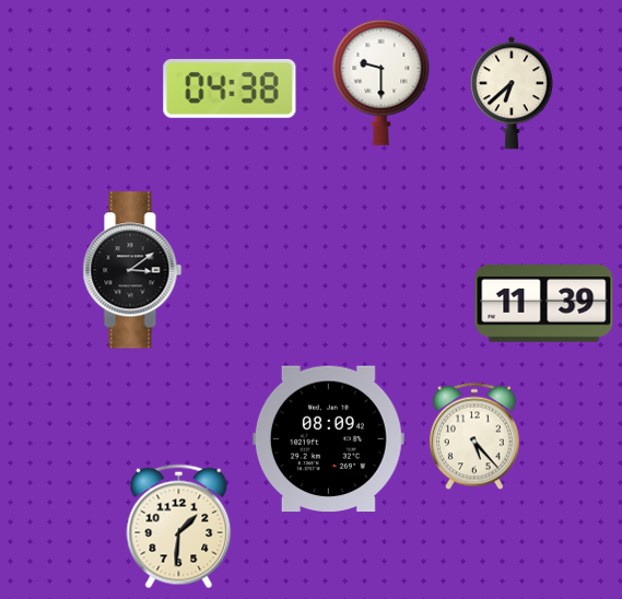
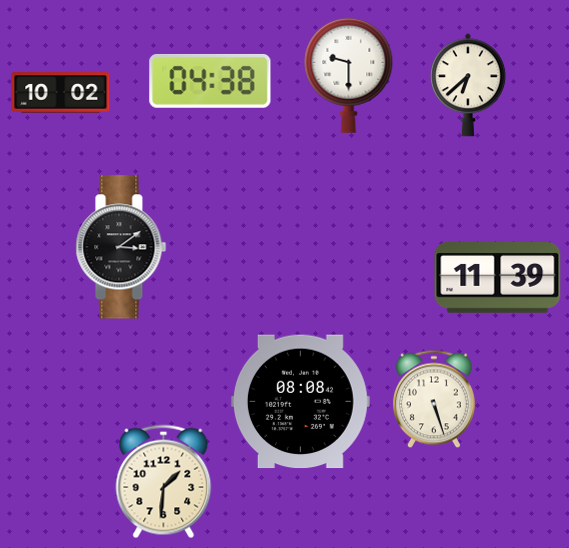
clock at (61, 93): none -> 10:02
clock at (474, 436): 5:23 -> 5:27
clock at (328, 439): 08:09 -> 08:08
